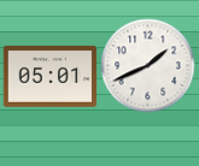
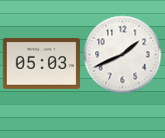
clock at (49, 76): 05:01 -> 05:03
